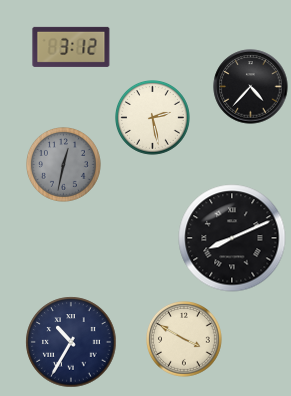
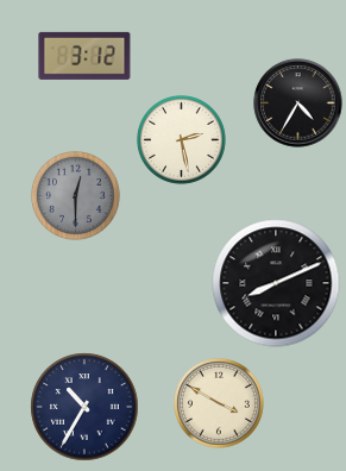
clock at (251, 87): 4:37 -> 4:35
clock at (64, 165): 12:32 -> 12:30
